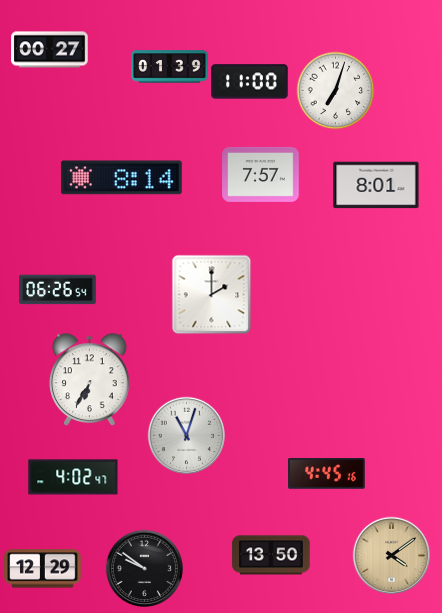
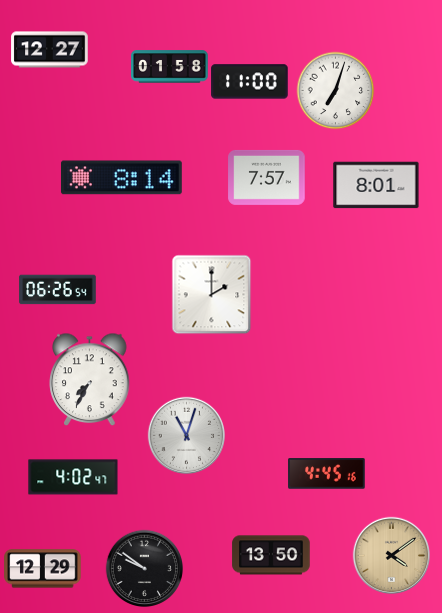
clock at (50, 50): 00:27 -> 12:27
clock at (170, 67): 01:39 -> 01:58
clock at (261, 174) position: (261, 174) -> (267, 177)
clock at (90, 379): 6:35 -> 7:35
